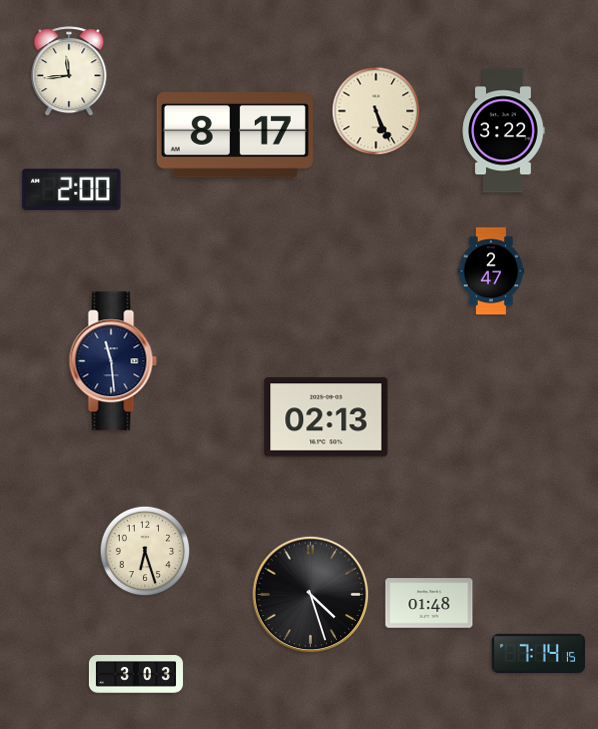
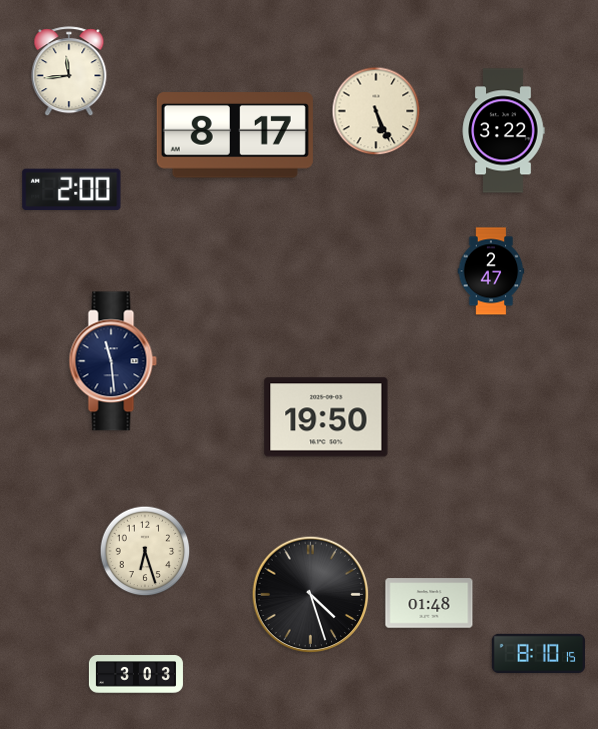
clock at (326, 417): 02:13 -> 19:50
clock at (538, 653): 7:14 -> 8:10
